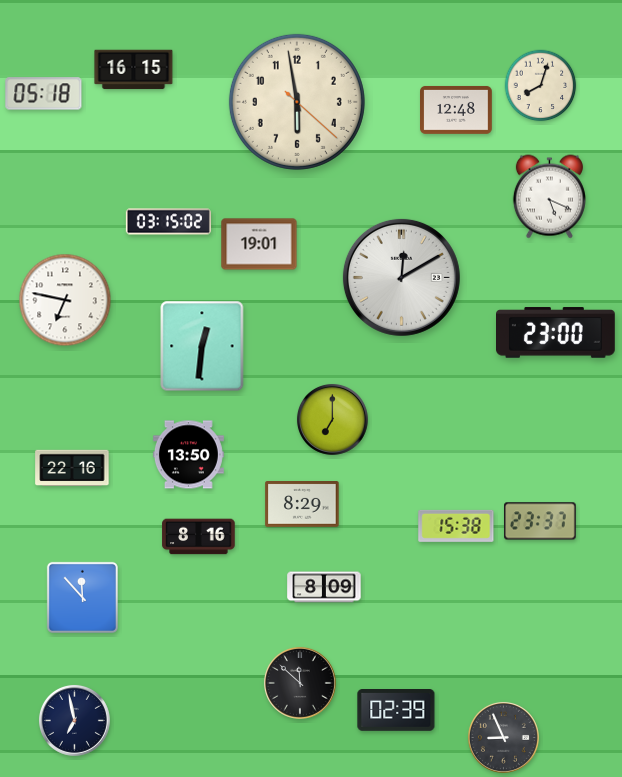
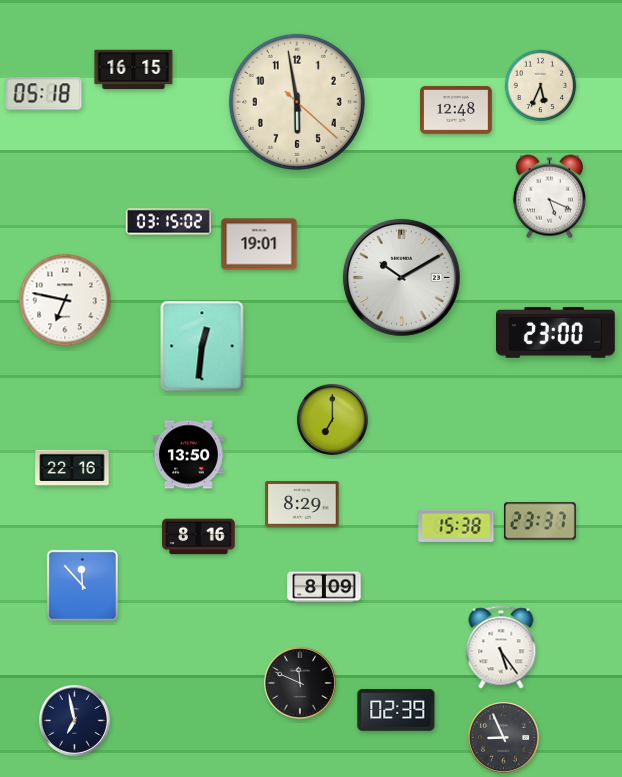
clock at (541, 86): 8:03 -> 5:34
clock at (401, 277): 12:10 -> 10:10
clock at (82, 597) position: (82, 597) -> (82, 585)
clock at (501, 647): none -> 5:24
clock at (300, 683): 11:52 -> 11:49
